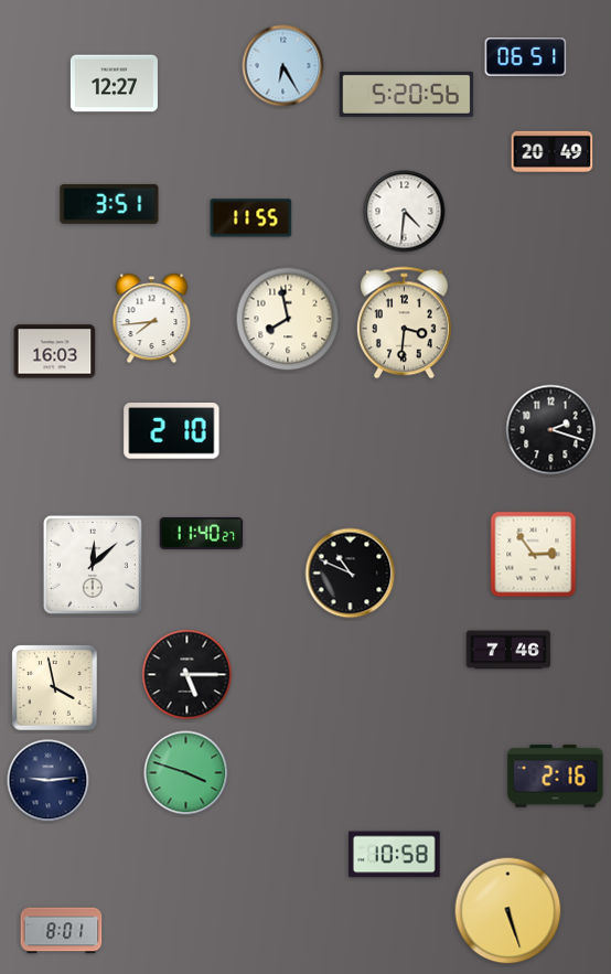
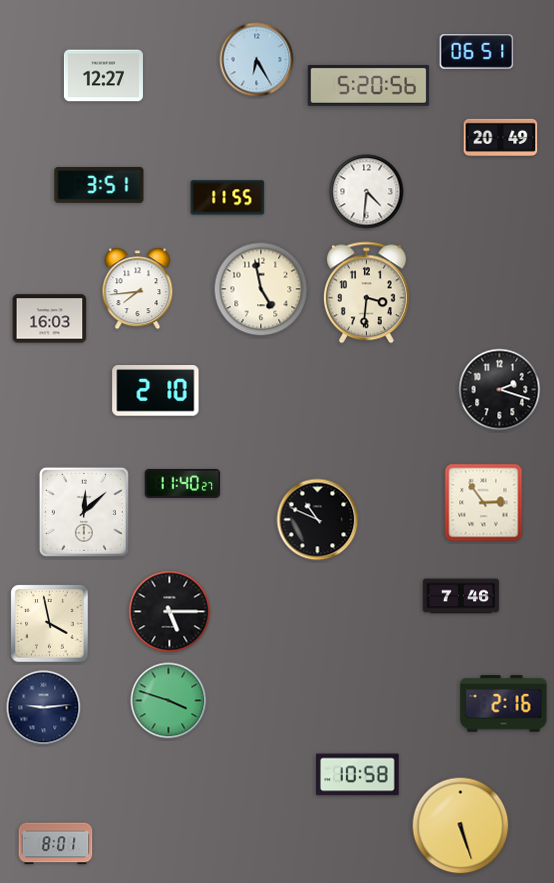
clock at (288, 319): 7:58 -> 4:58
clock at (508, 650) position: (508, 650) -> (461, 596)
